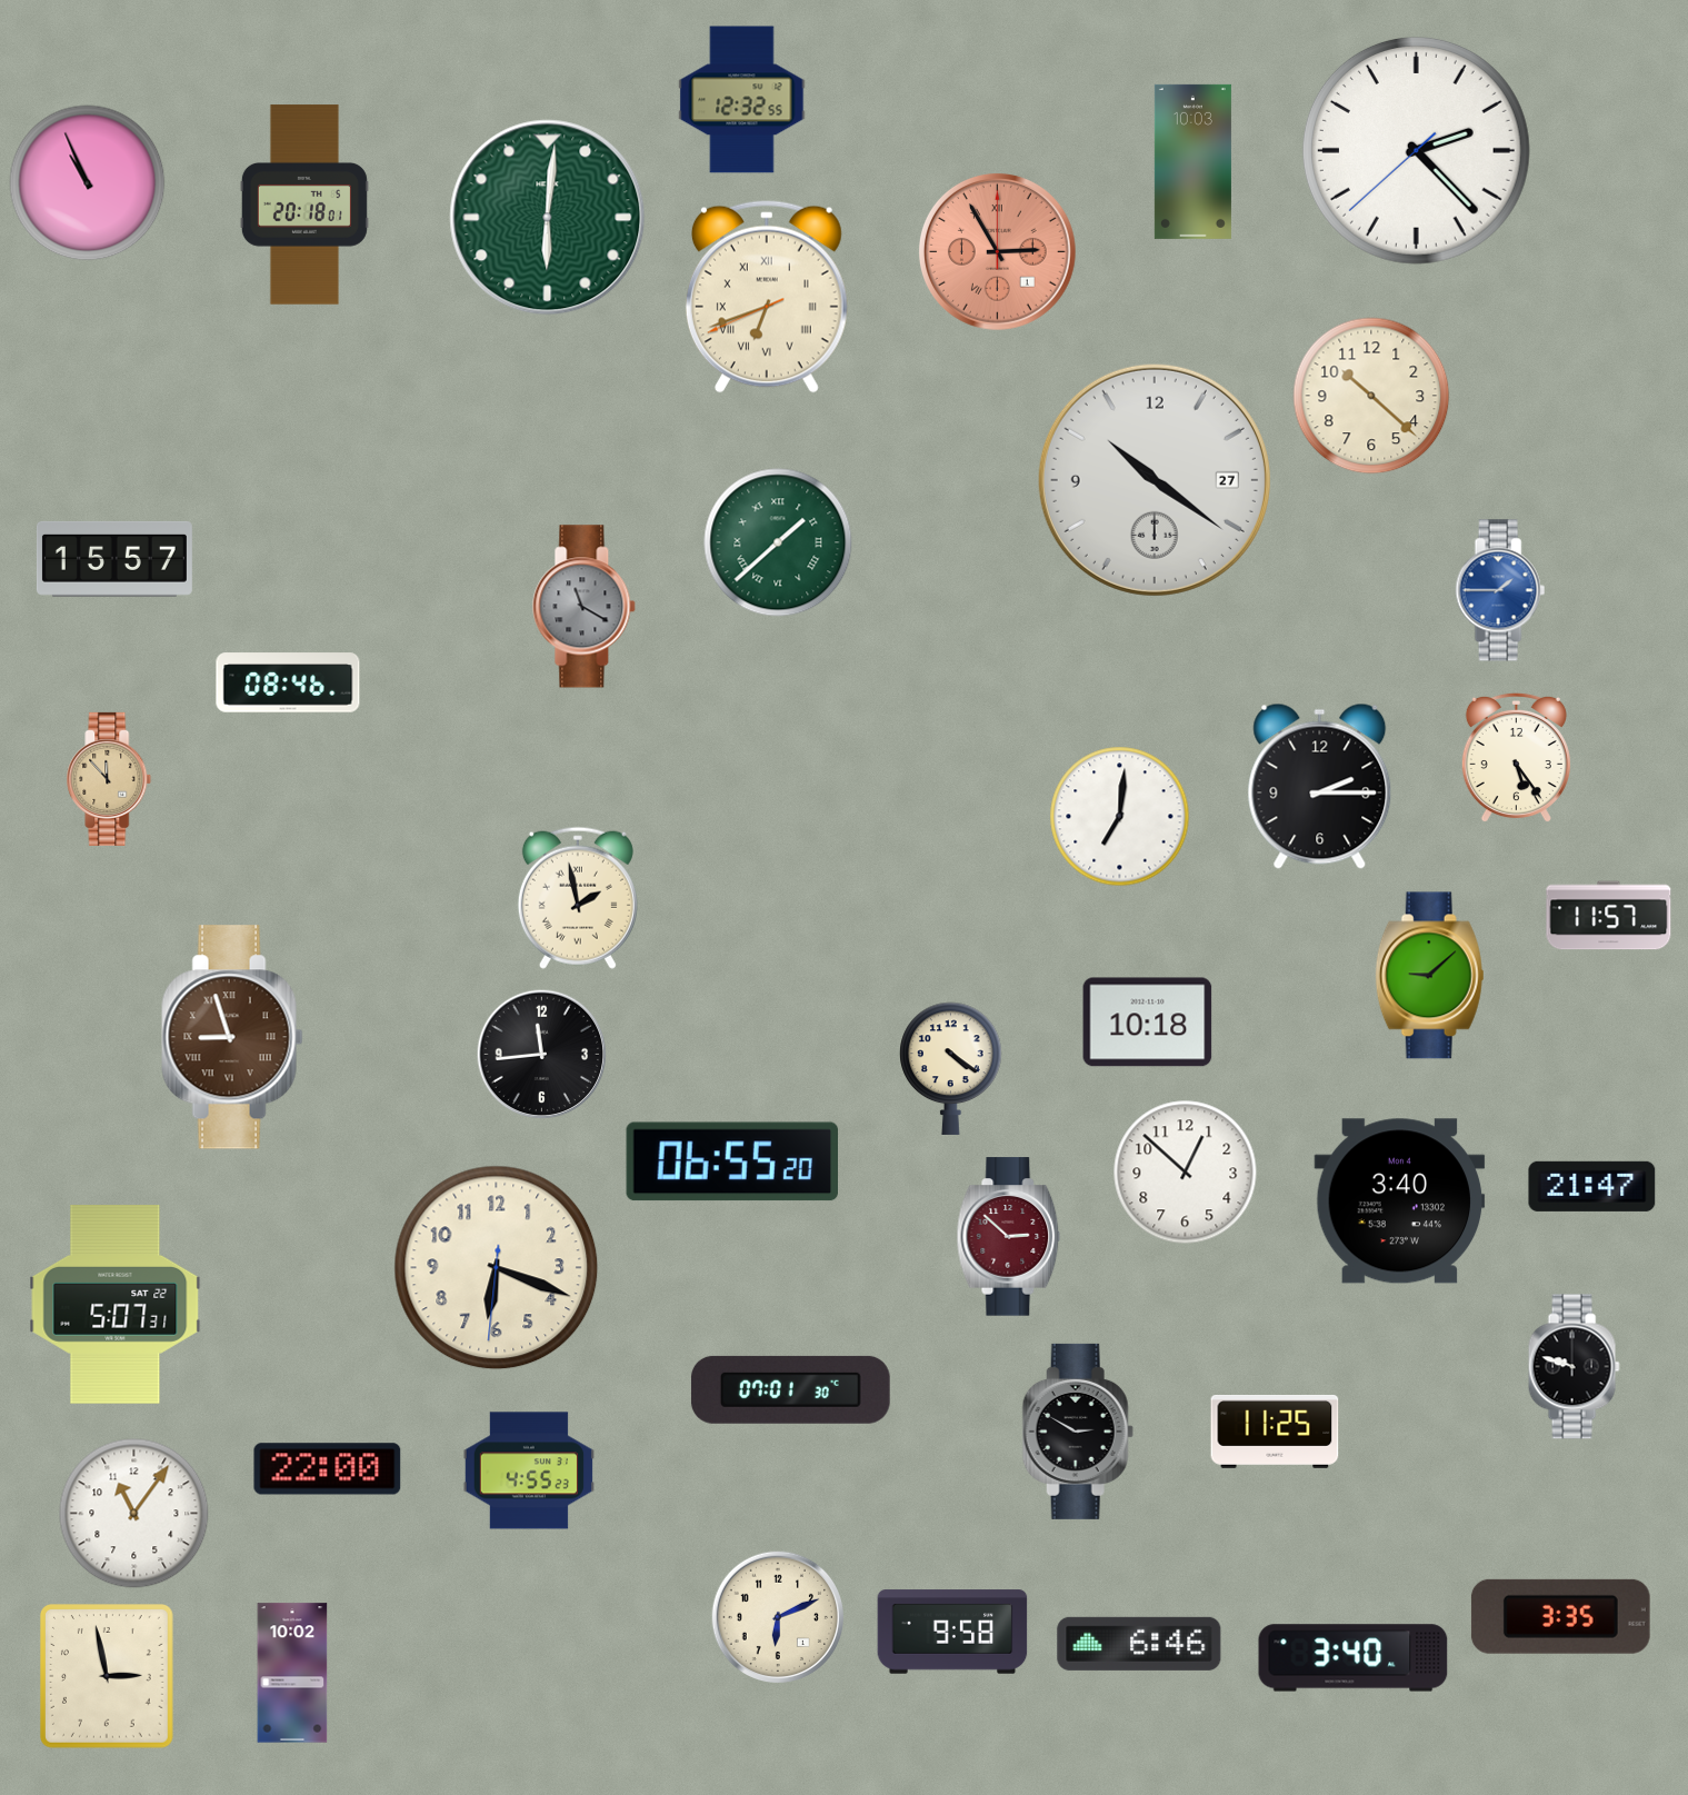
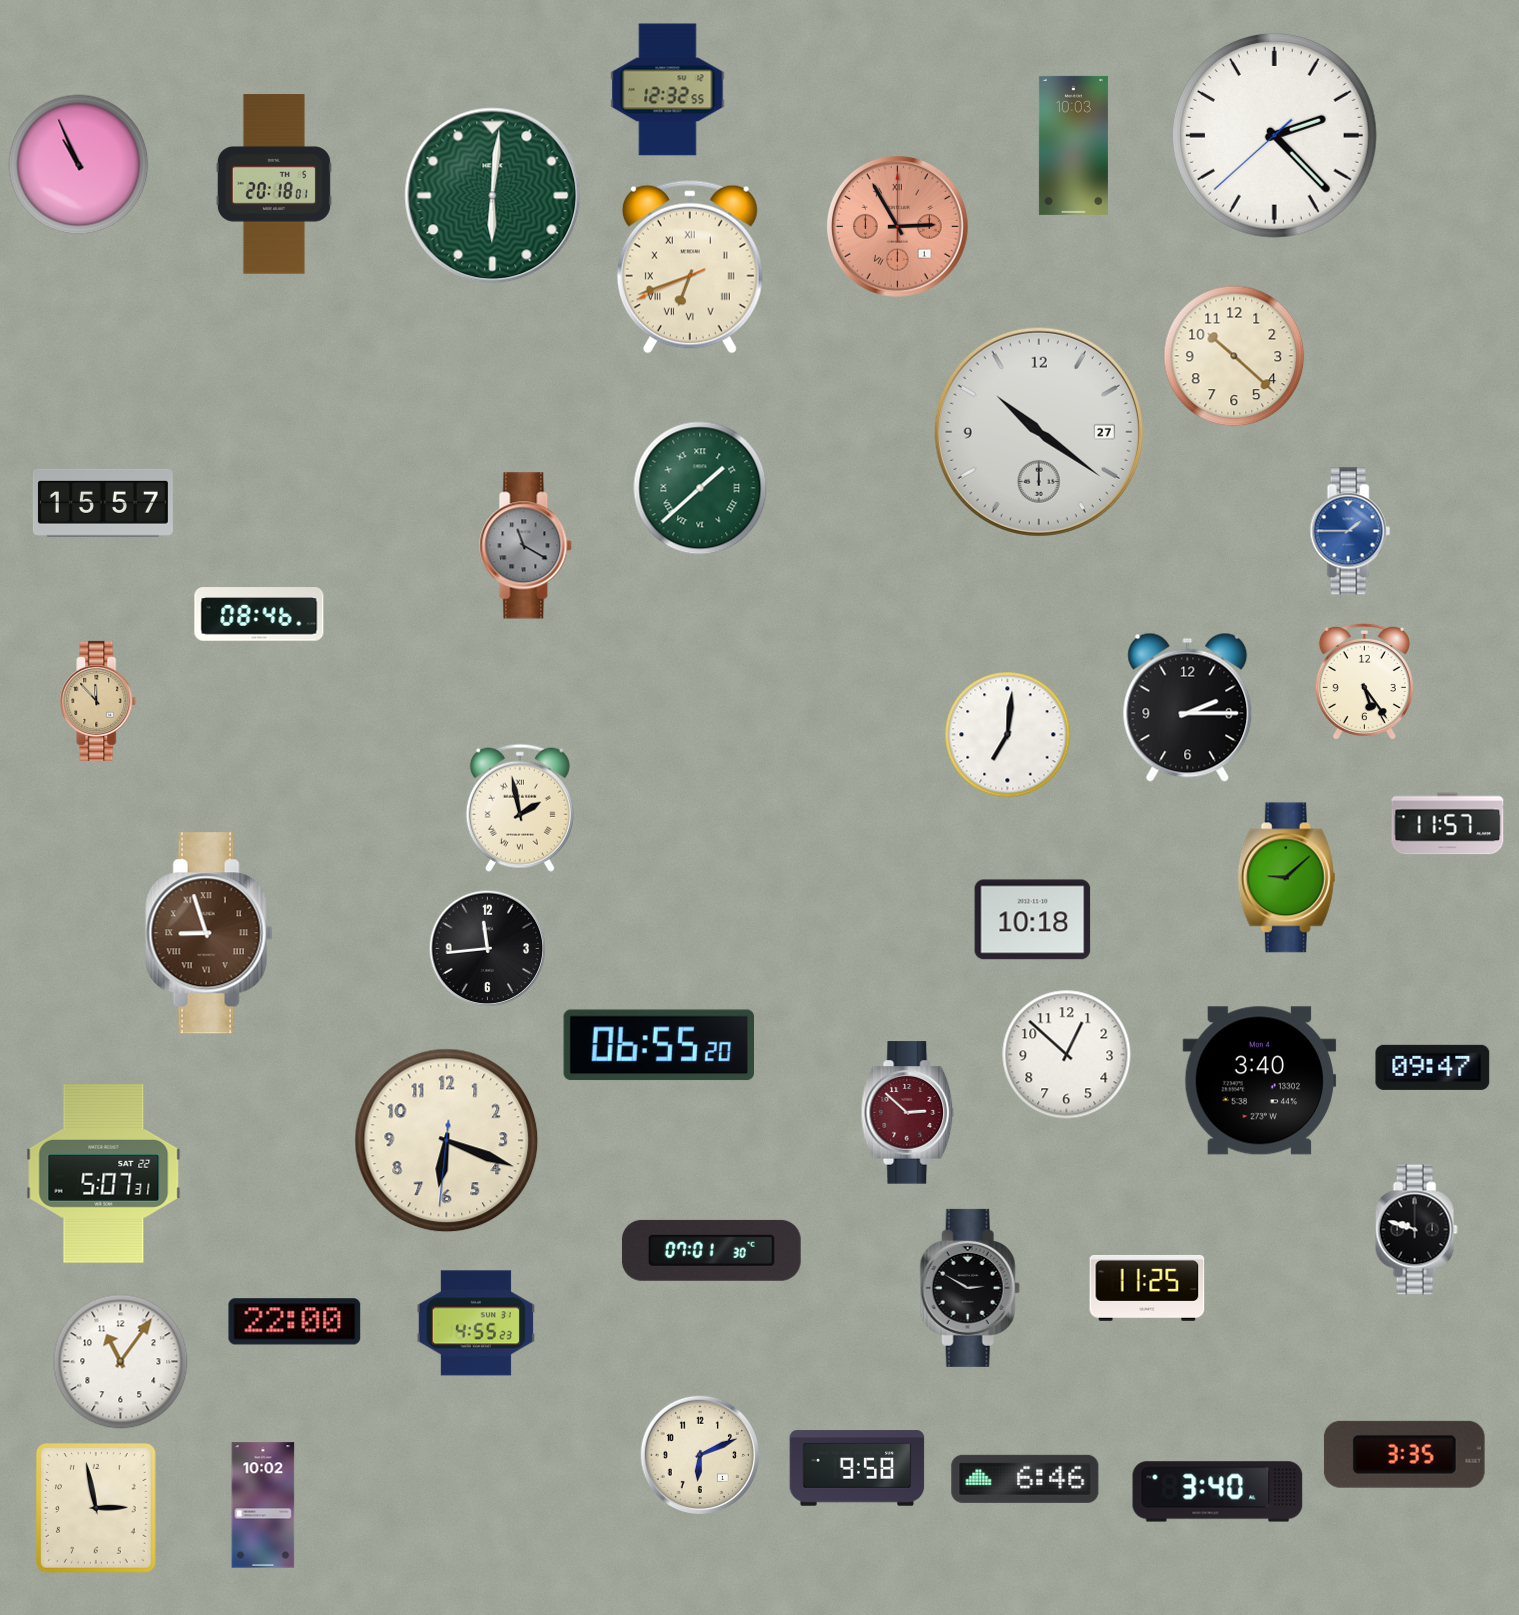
clock at (951, 1068): 4:21 -> none
clock at (1592, 1186): 21:47 -> 09:47
